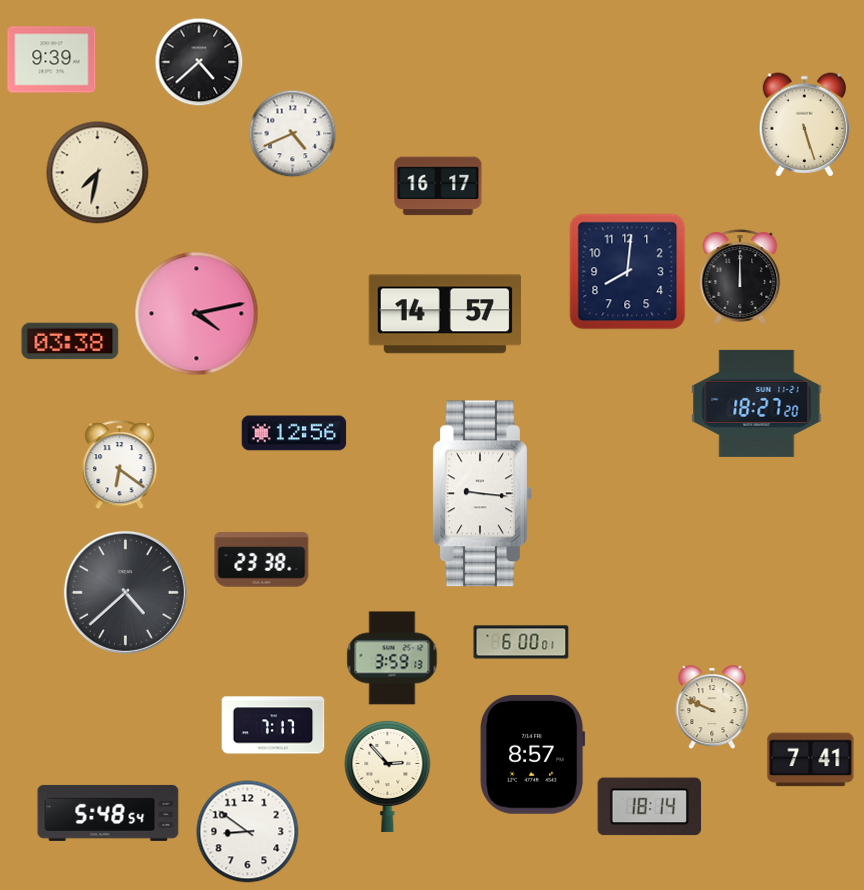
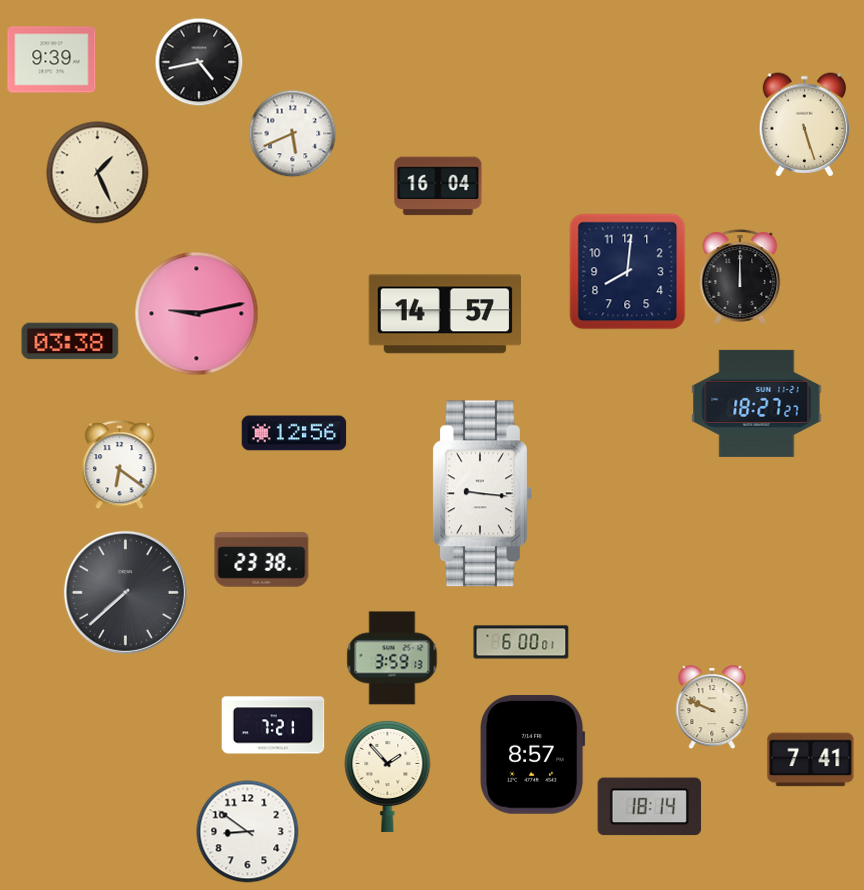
clock at (199, 62): 4:38 -> 4:43
clock at (292, 133): 4:41 -> 5:41
clock at (98, 173): 7:32 -> 1:26
clock at (438, 186): 16:17 -> 16:04
clock at (197, 314): 4:13 -> 9:13
clock at (757, 403): 18:27:20 -> 18:27:27
clock at (125, 592): 4:38 -> 7:38
clock at (273, 725): 7:17 -> 7:21
clock at (388, 776): 2:53 -> 1:53
clock at (108, 813): 5:48 -> none
